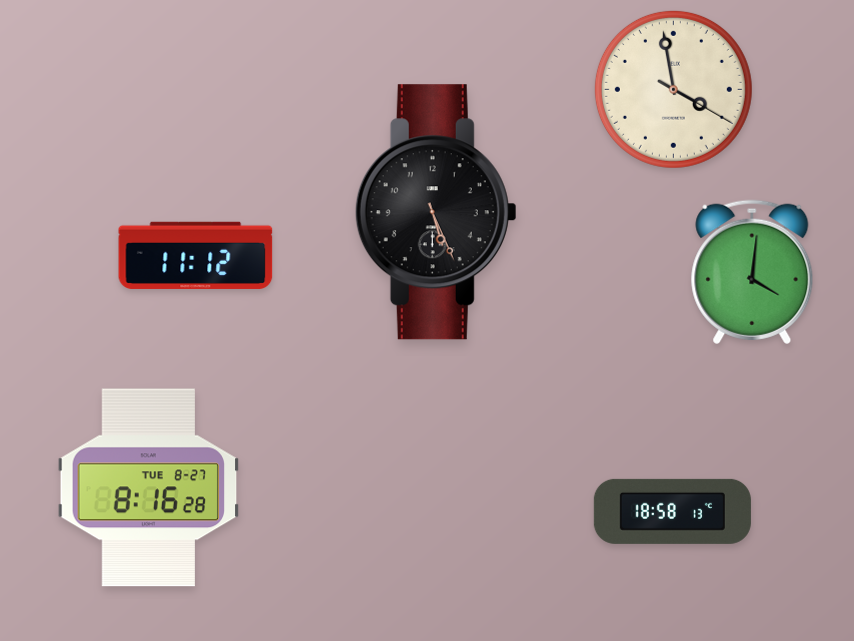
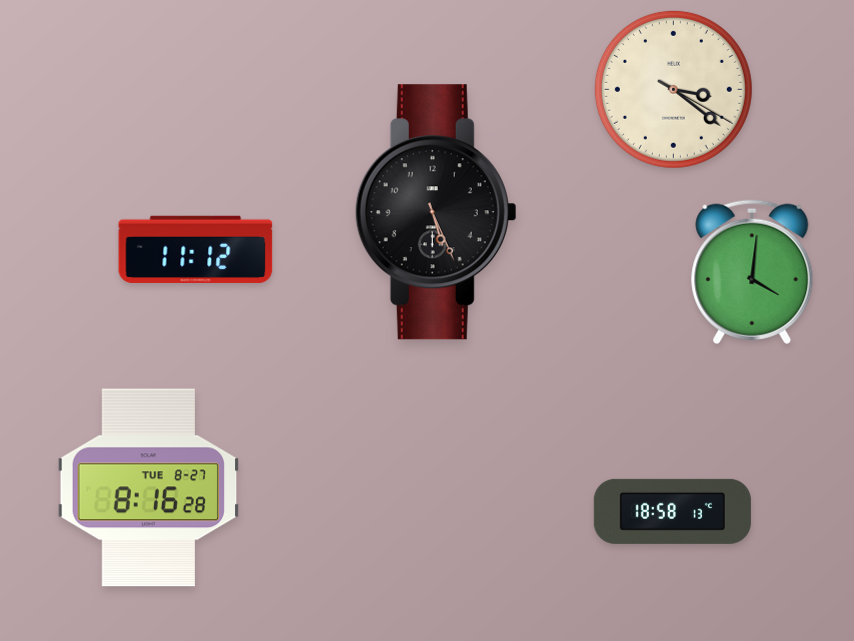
clock at (673, 89): 3:58 -> 3:21
clock at (196, 255) position: (196, 255) -> (196, 249)
